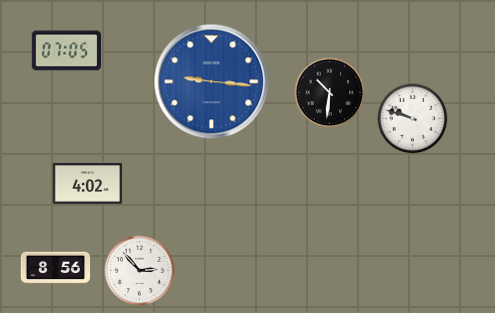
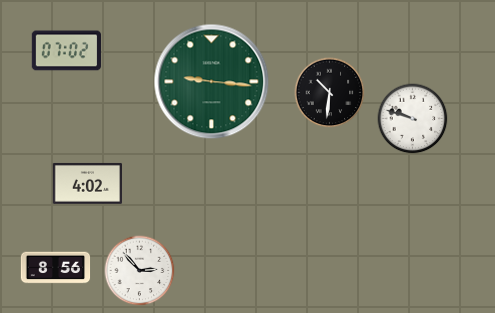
clock at (66, 51): 07:05 -> 07:02
clock at (212, 82) dial: blue -> green
